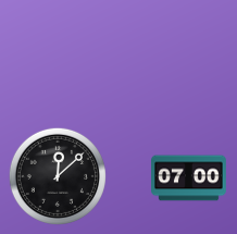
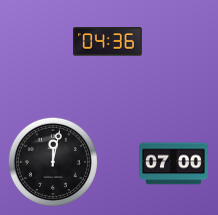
clock at (108, 42): none -> 04:36
clock at (58, 176): 12:08 -> 12:02
